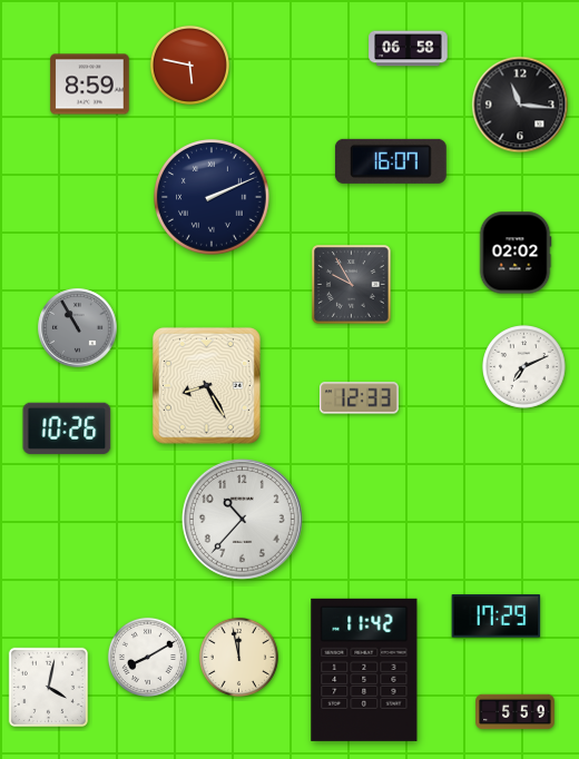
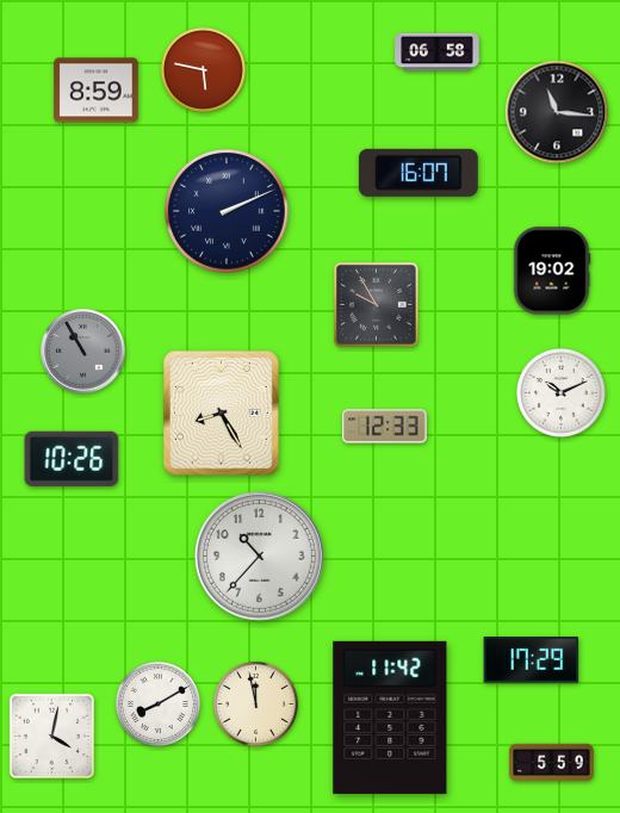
clock at (516, 253): 02:02 -> 19:02
clock at (524, 367): 7:11 -> 10:11
